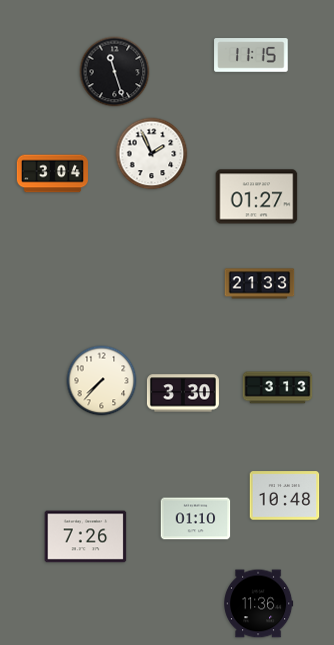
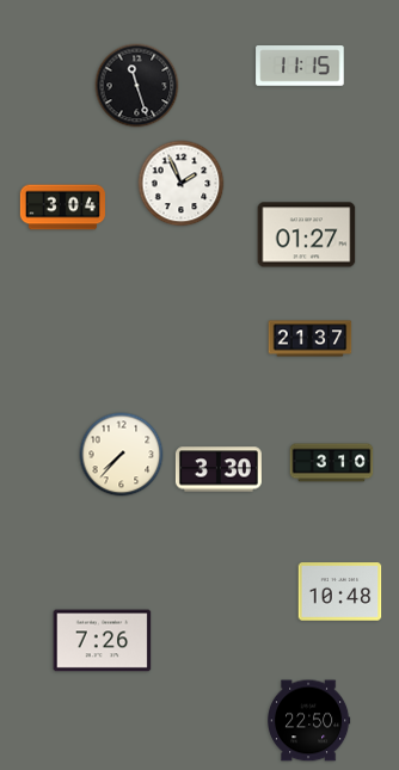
clock at (260, 284): 21:33 -> 21:37
clock at (278, 388): 3:13 -> 3:10
clock at (196, 519): 01:10 -> none
clock at (259, 604): 11:36 -> 22:50
